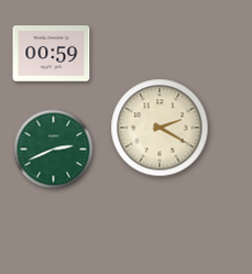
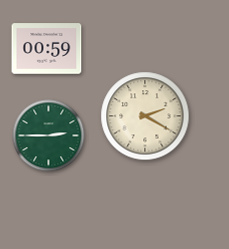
clock at (54, 150): 2:41 -> 2:45
